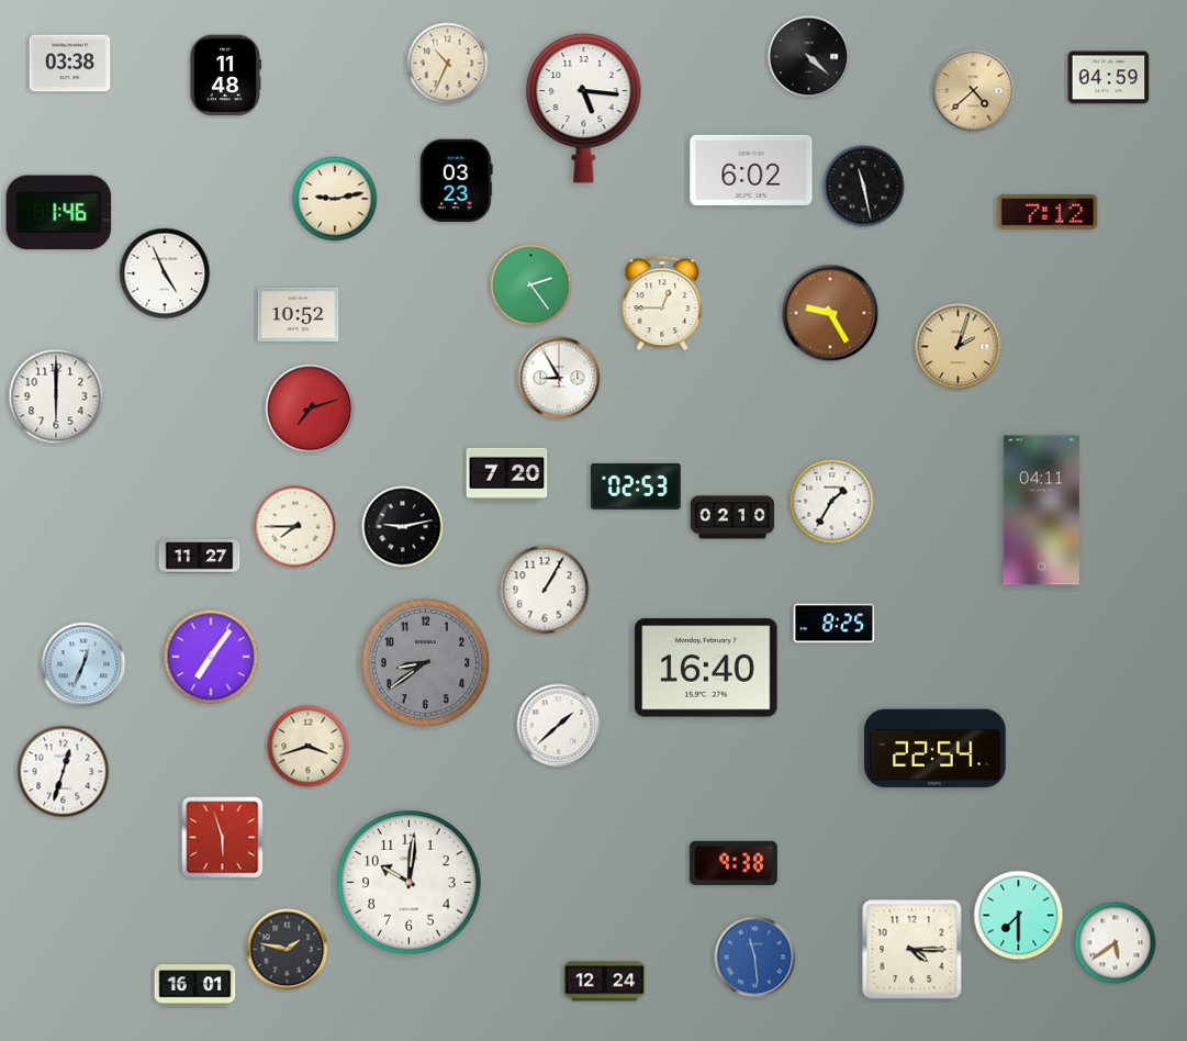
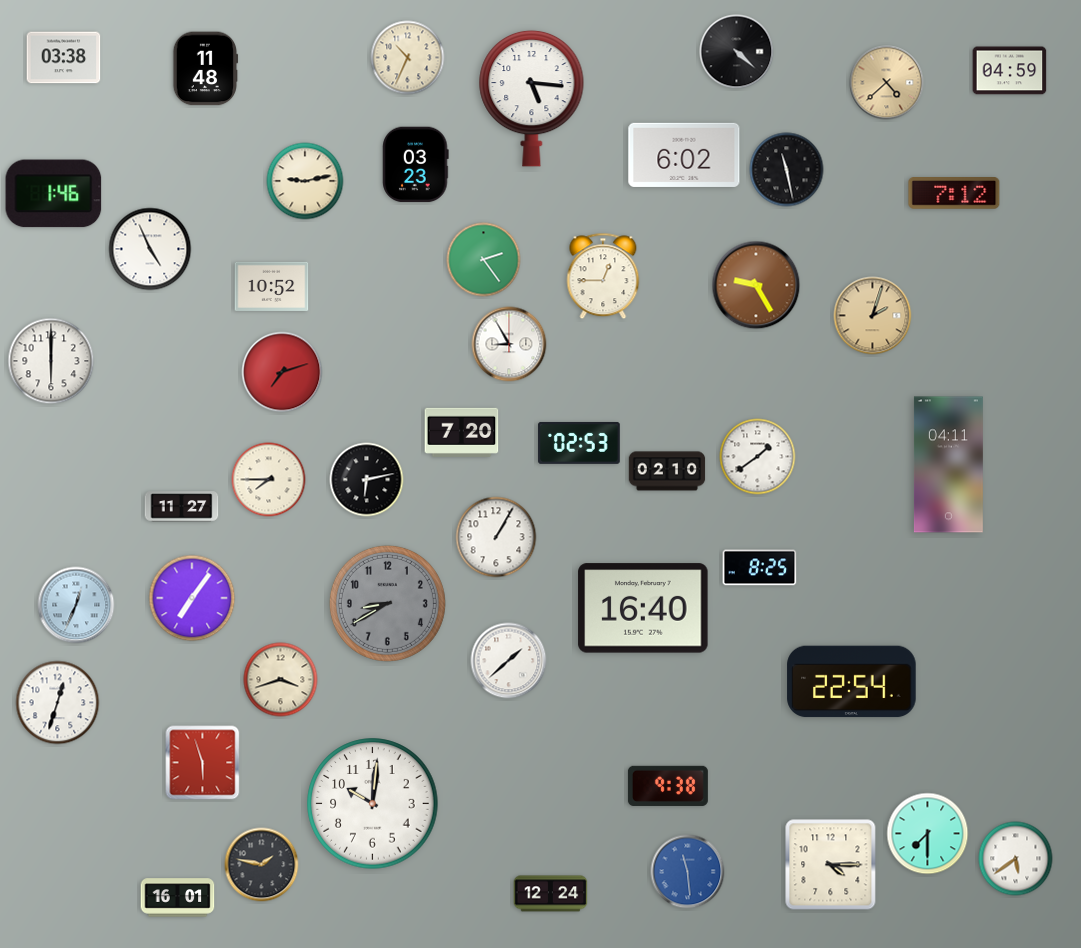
clock at (832, 502): 1:35 -> 1:39
clock at (403, 527): 9:13 -> 6:13
clock at (425, 662): 8:39 -> 8:40
